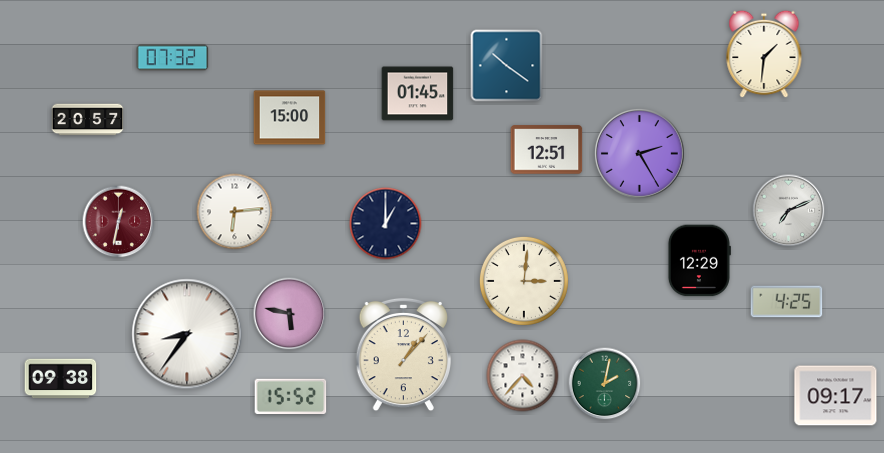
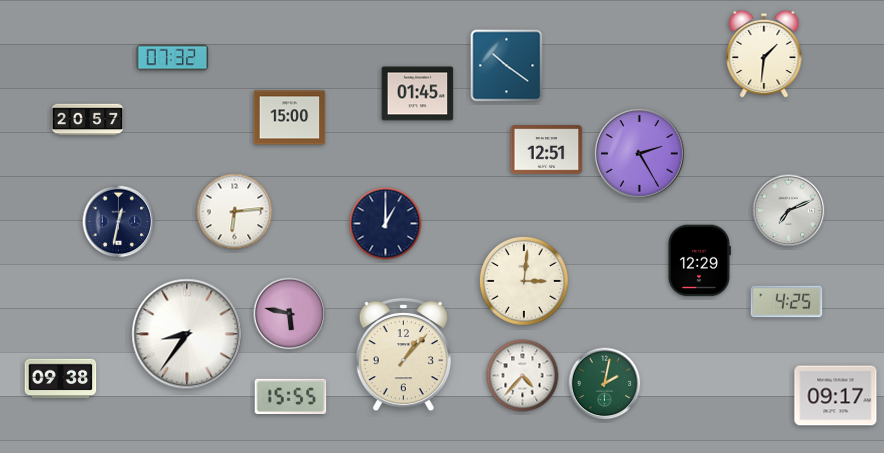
clock at (119, 222) dial: burgundy -> navy
clock at (291, 396): 15:52 -> 15:55
